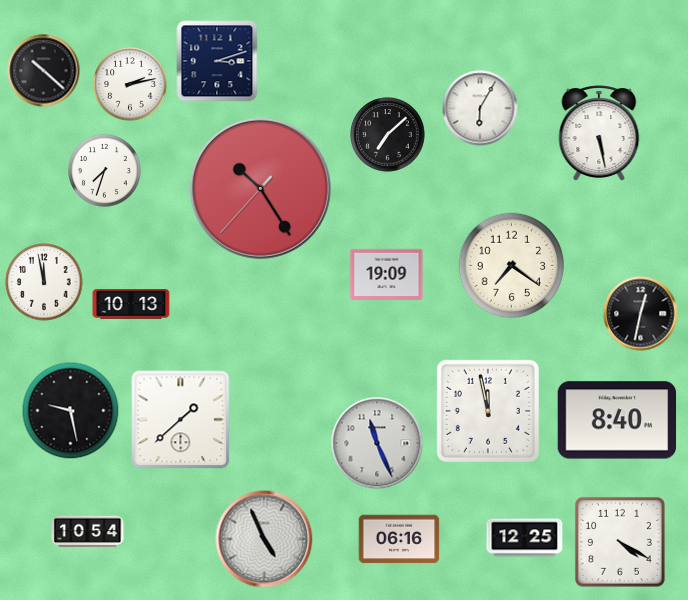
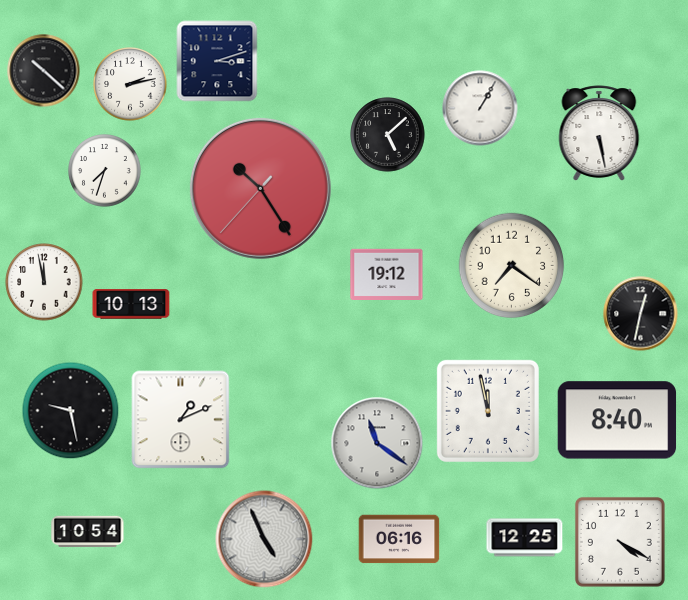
clock at (480, 108): 6:05 -> 1:05
clock at (388, 135): 7:08 -> 5:08
clock at (387, 274): 19:09 -> 19:12
clock at (181, 420): 1:38 -> 1:11
clock at (377, 443): 11:26 -> 11:21
